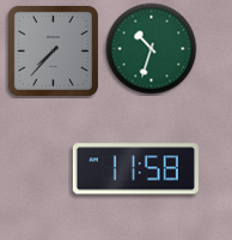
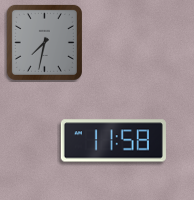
clock at (152, 49): 10:33 -> none
clock at (53, 50): 7:37 -> 7:32
